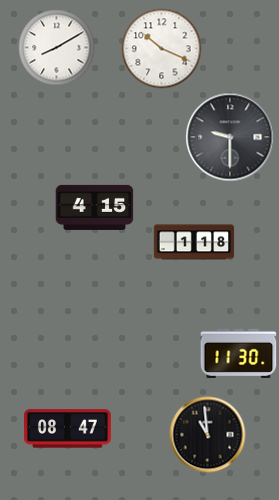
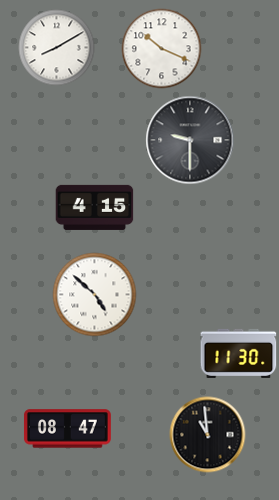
clock at (230, 137) position: (230, 137) -> (190, 140)
clock at (194, 242): 1:18 -> none
clock at (95, 295): none -> 4:52
